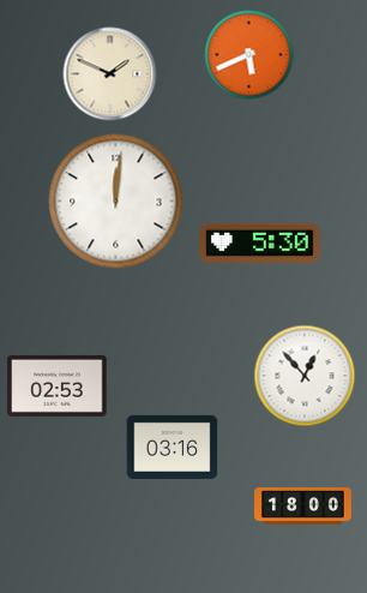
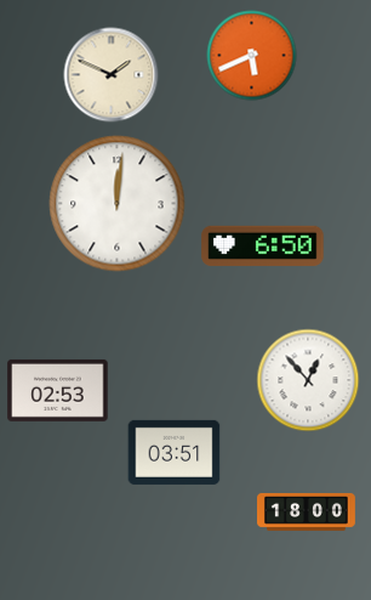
clock at (260, 242): 5:30 -> 6:50
clock at (173, 447): 03:16 -> 03:51
